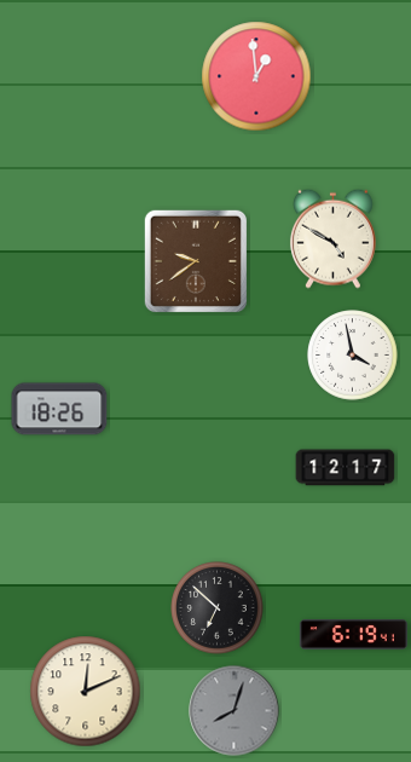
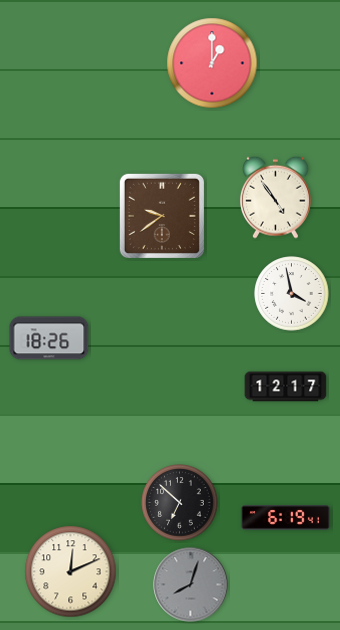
clock at (256, 76): 12:59 -> 1:00
clock at (332, 238): 4:50 -> 4:54
clock at (353, 635) position: (353, 635) -> (285, 518)
clock at (235, 711) position: (235, 711) -> (191, 585)
